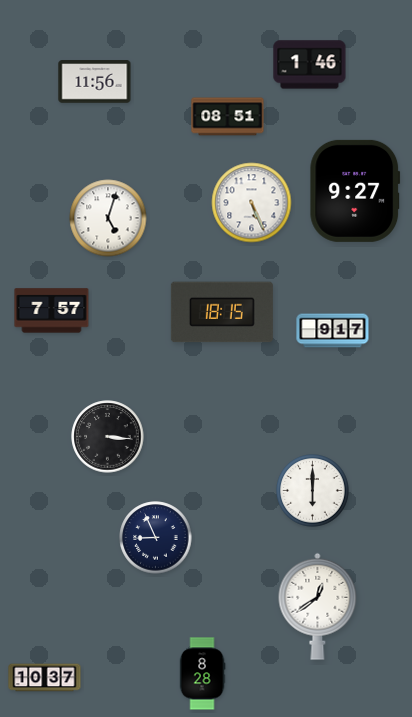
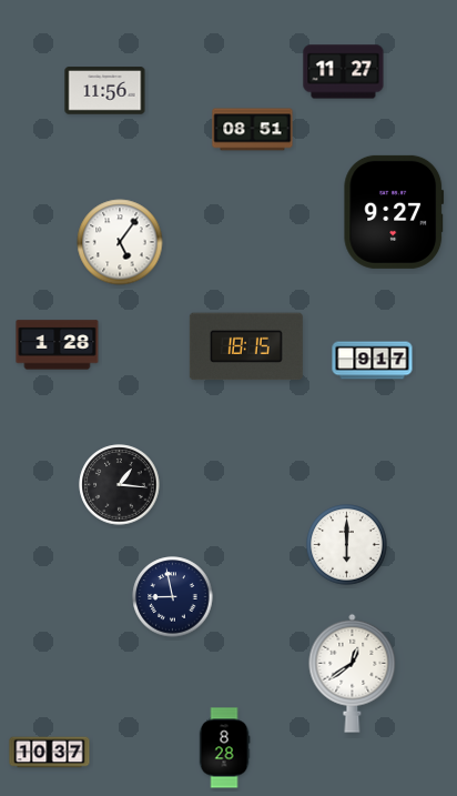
clock at (310, 65): 1:46 -> 11:27
clock at (252, 203): 5:26 -> none
clock at (108, 218): 5:03 -> 5:06
clock at (52, 311): 7:57 -> 1:28
clock at (333, 331) position: (333, 331) -> (373, 361)
clock at (108, 437): 3:16 -> 1:16
clock at (156, 538): 8:56 -> 8:58
